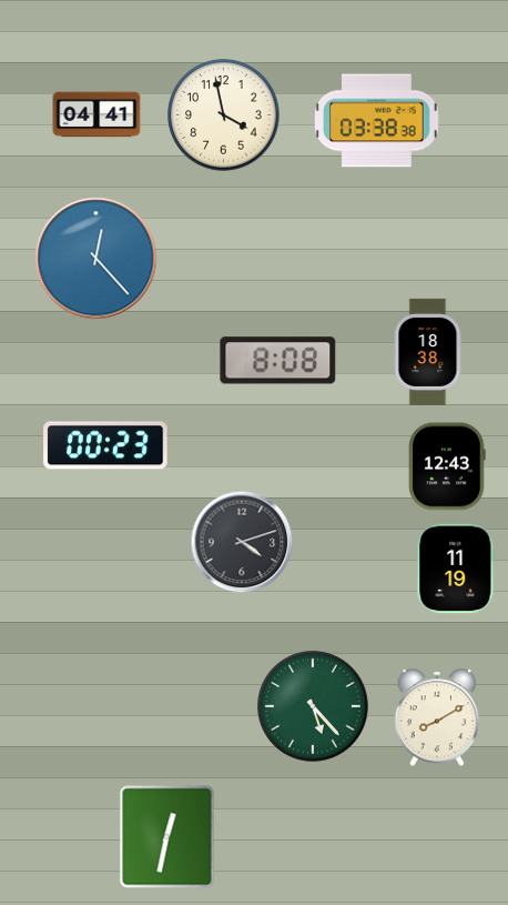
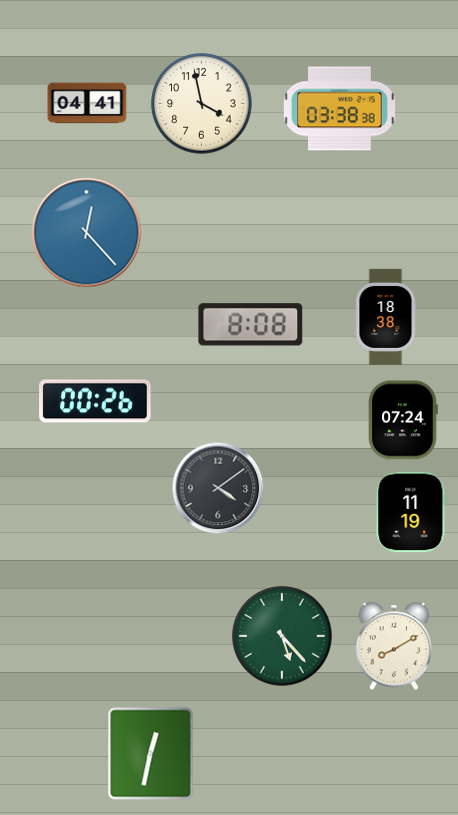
clock at (105, 445): 00:23 -> 00:26
clock at (447, 466): 12:43 -> 07:24
clock at (242, 542): 4:12 -> 4:09
